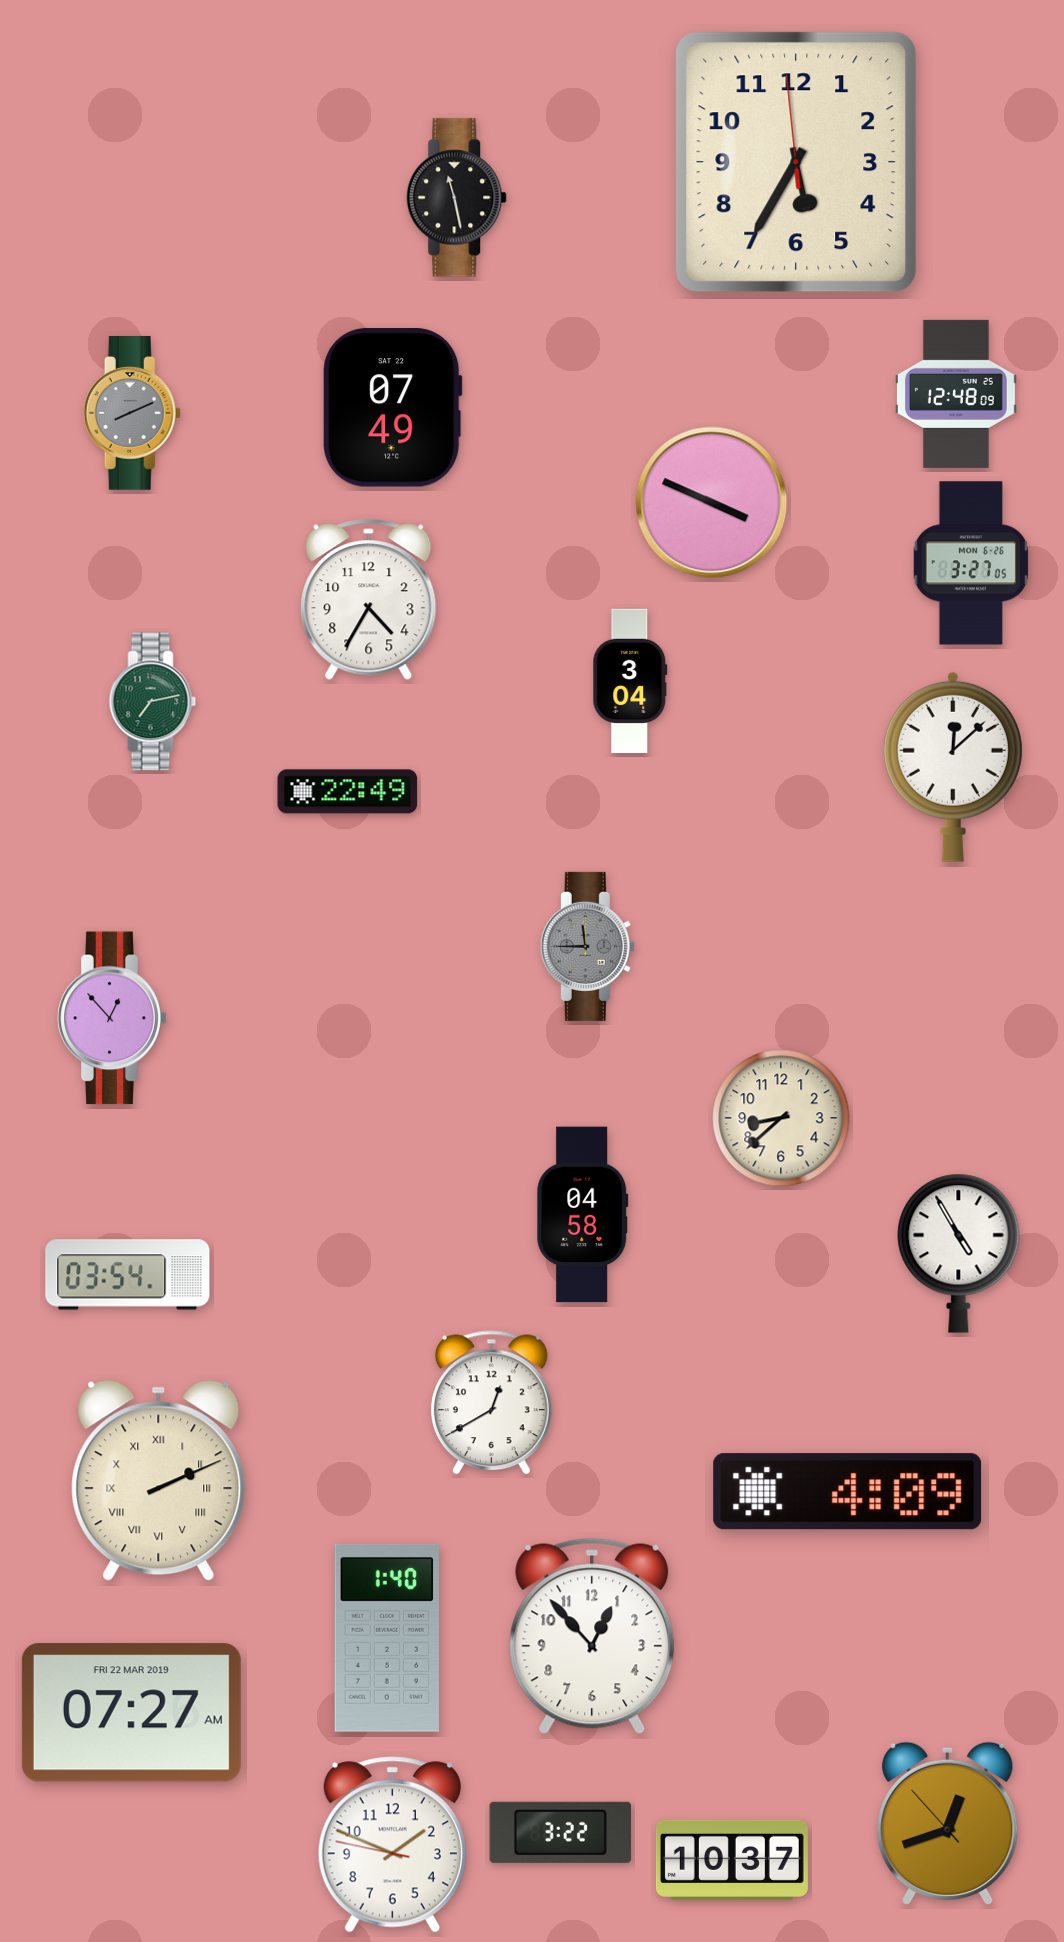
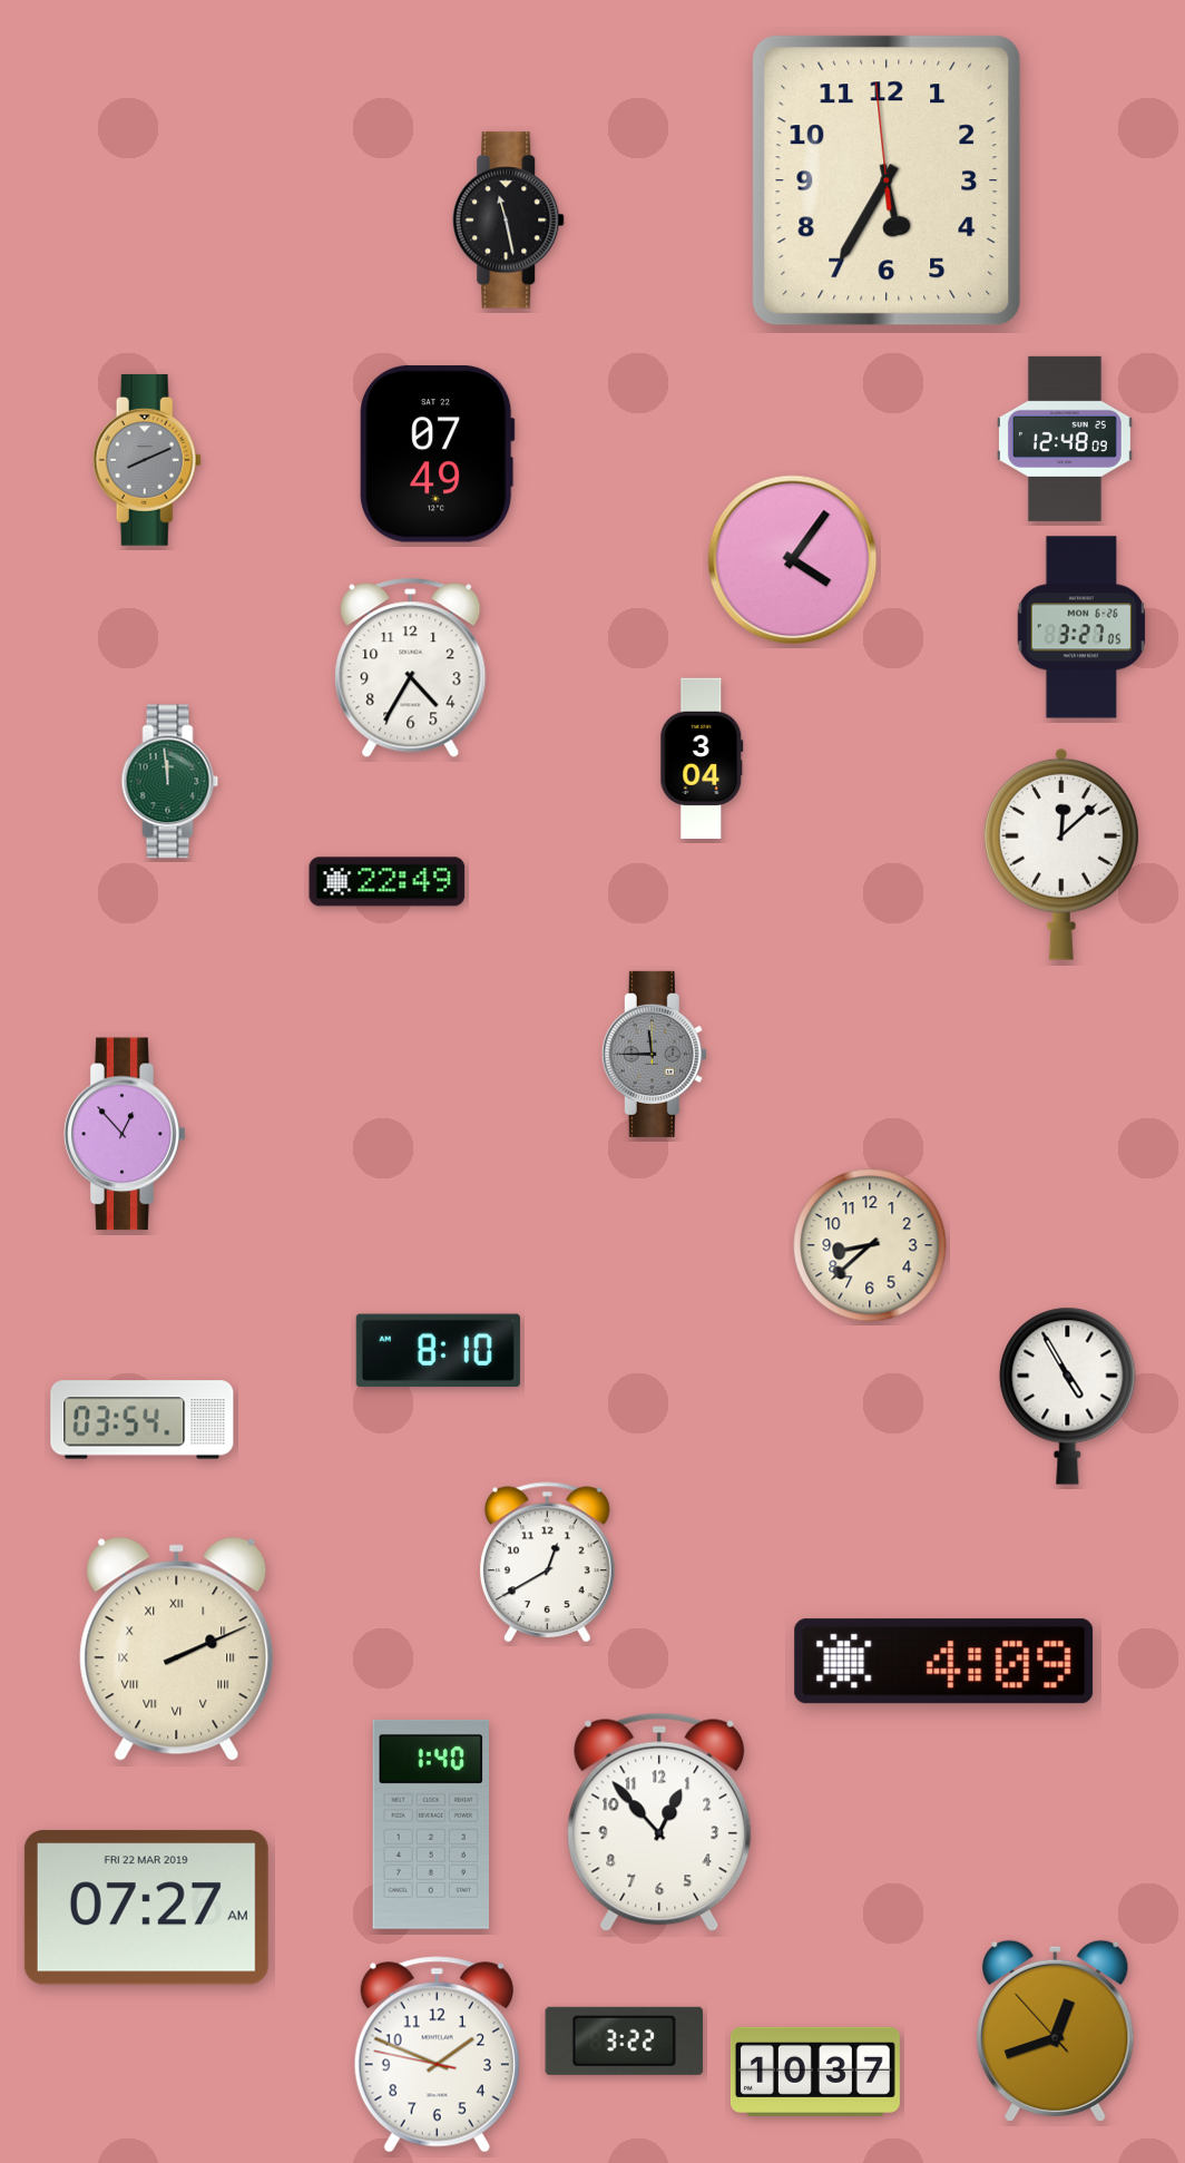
clock at (712, 503): 3:49 -> 4:06
clock at (153, 702): 7:13 -> 11:59
clock at (438, 1351): none -> 8:10
clock at (583, 1215): 04:58 -> none
